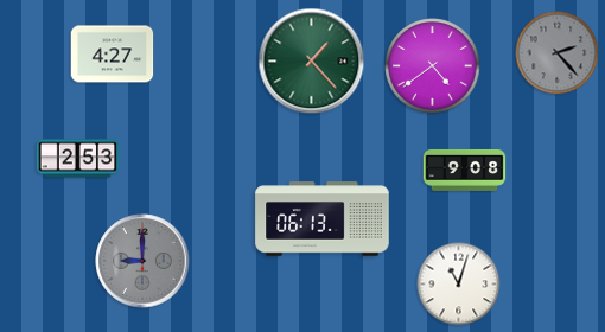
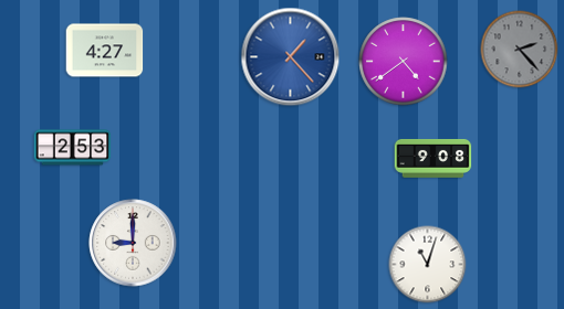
clock at (312, 62) dial: green -> blue
clock at (323, 219): 06:13 -> none
clock at (142, 261) dial: grey -> white
